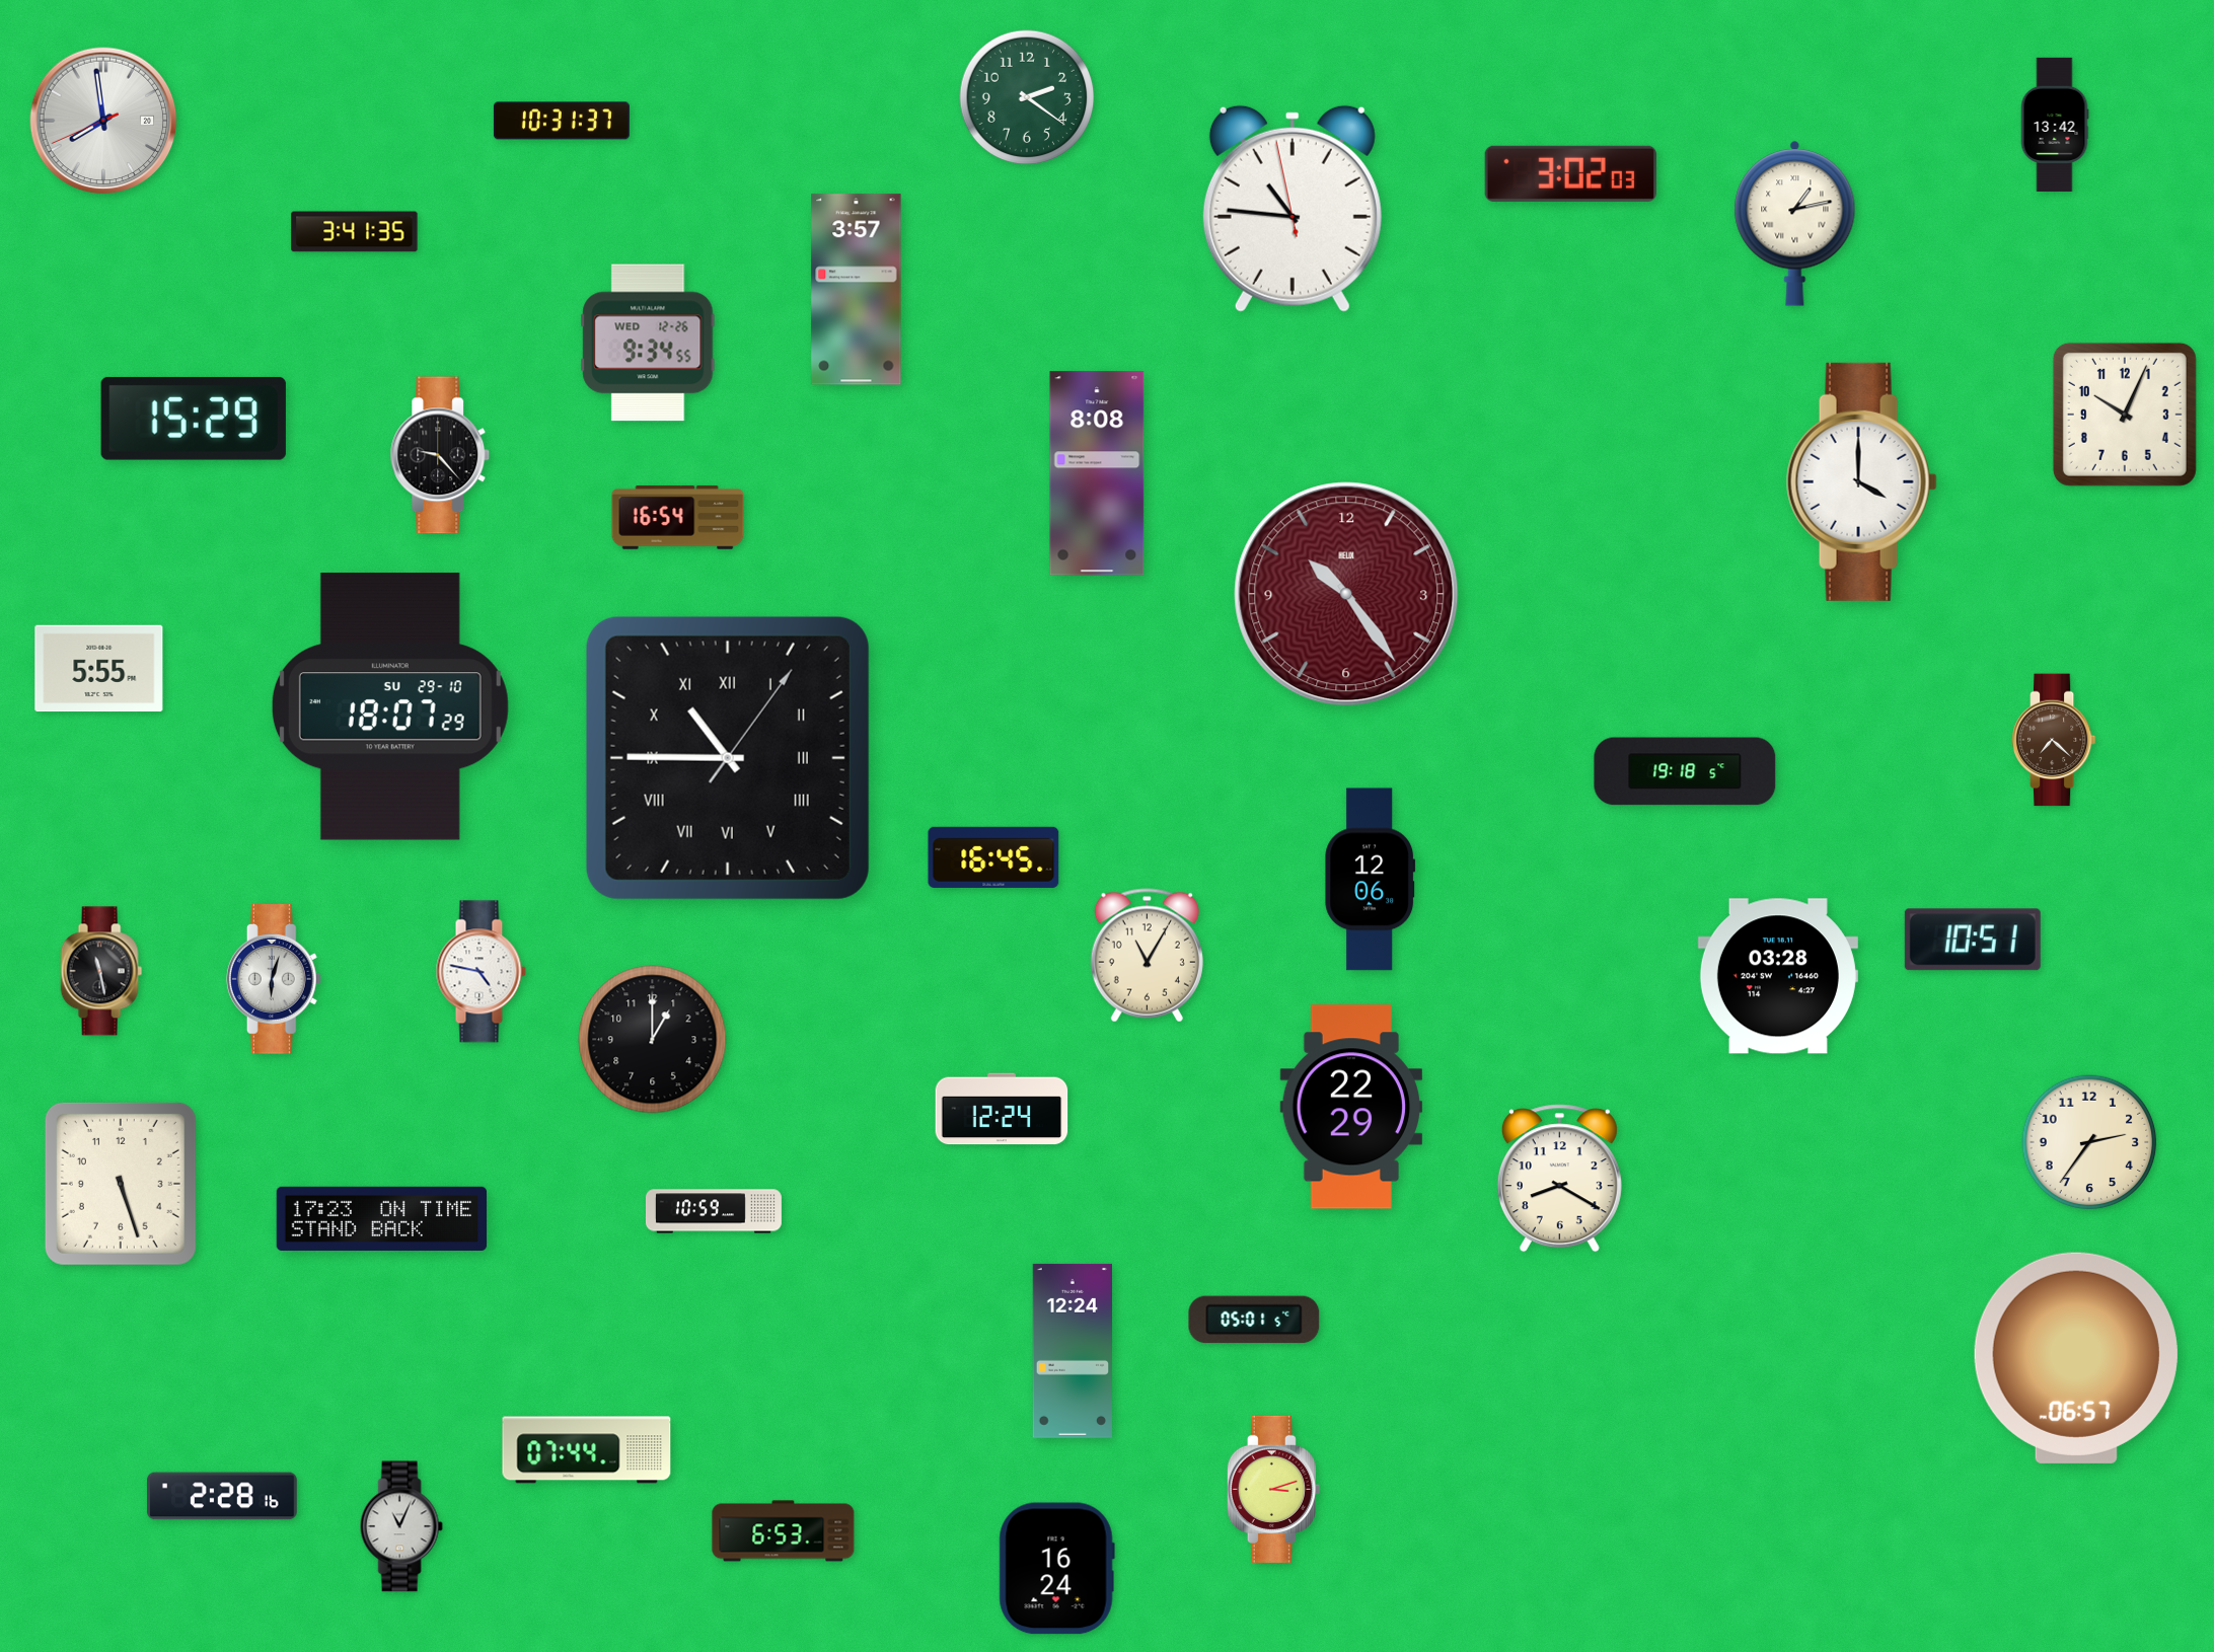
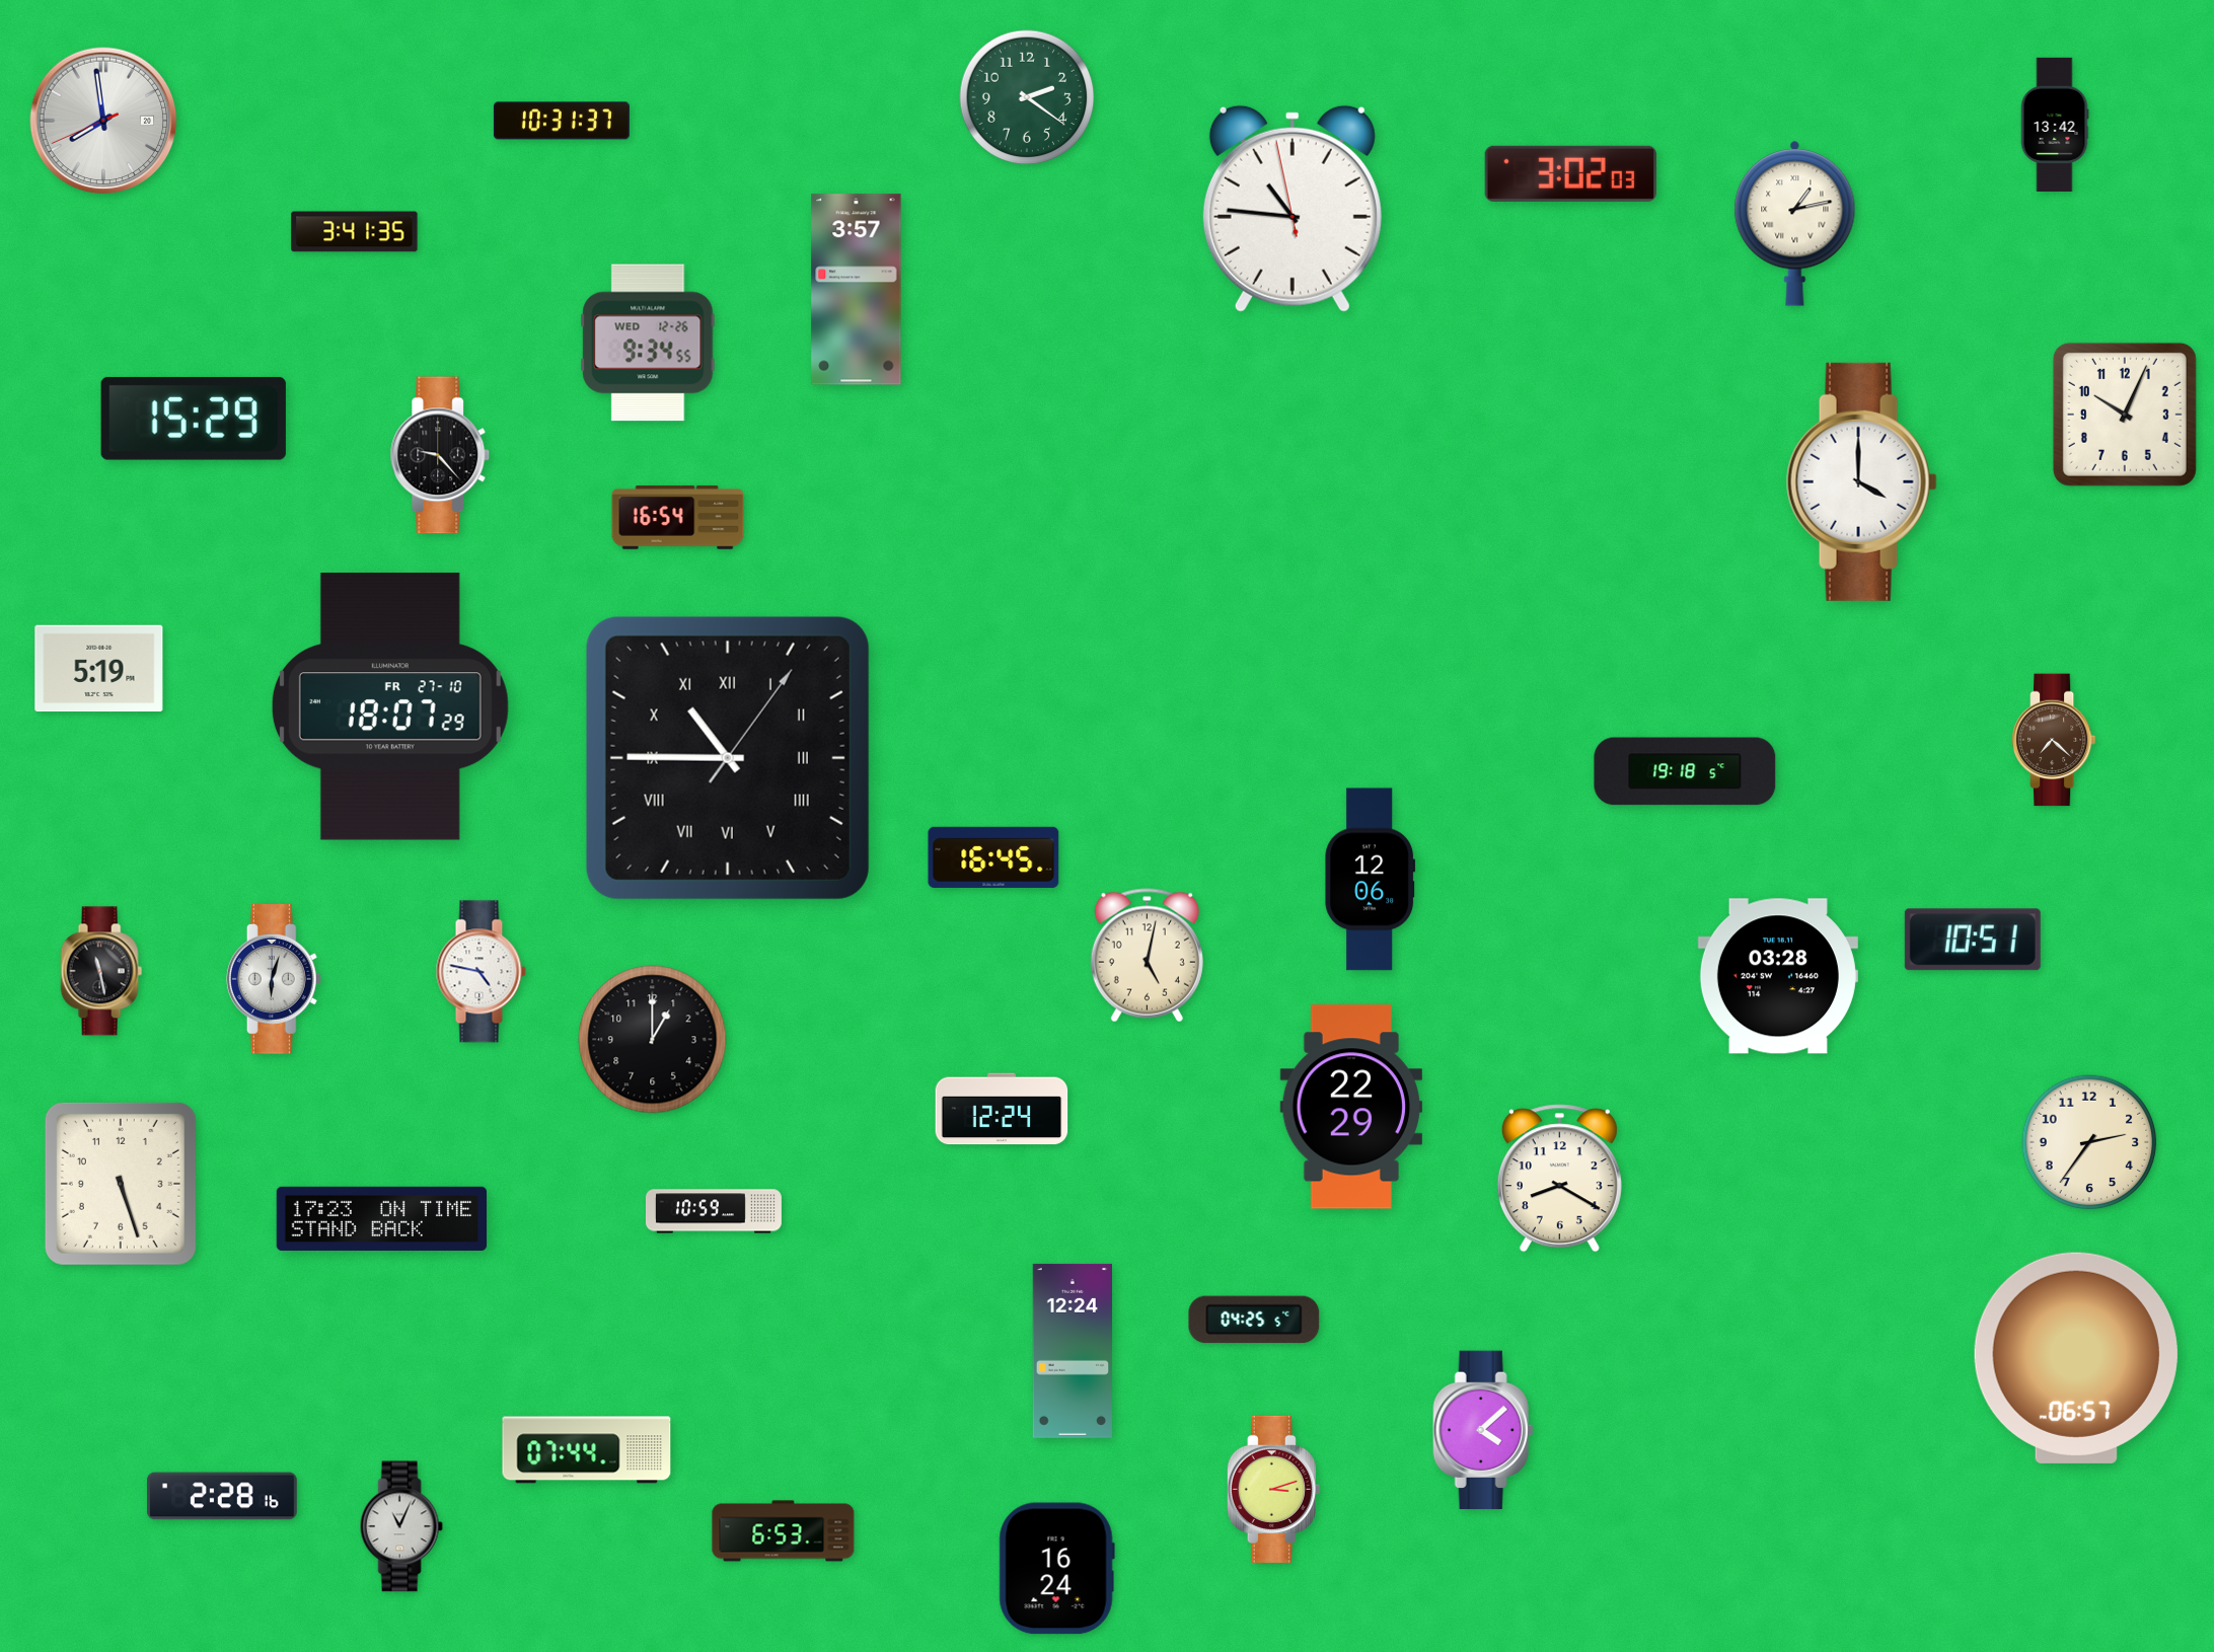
clock at (1097, 473): 8:08 -> none
clock at (1346, 594): 10:24 -> none
clock at (99, 669): 5:55 -> 5:19
clock at (390, 706) date: SU 29-10 -> FR 27-10
clock at (1147, 956): 11:05 -> 5:02
clock at (1254, 1320): 05:01 -> 04:25
clock at (1483, 1430): none -> 4:08
